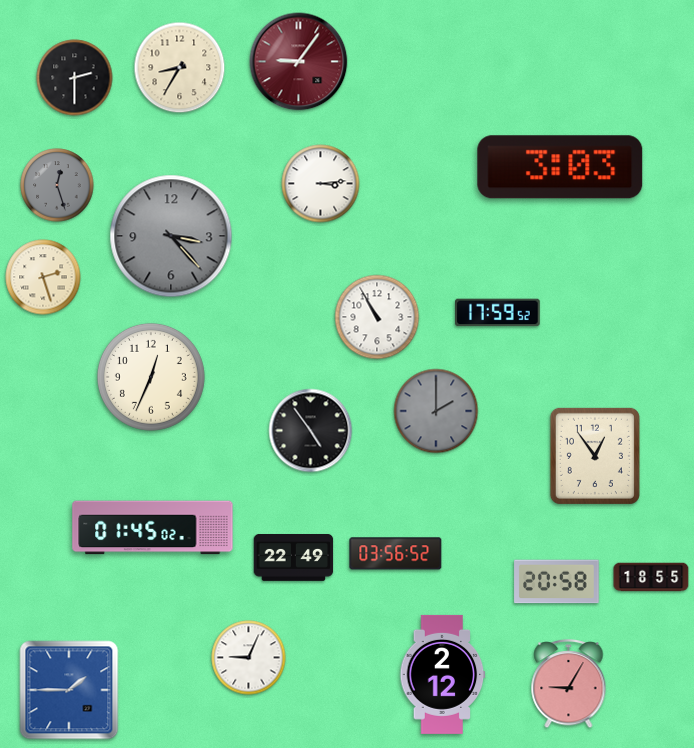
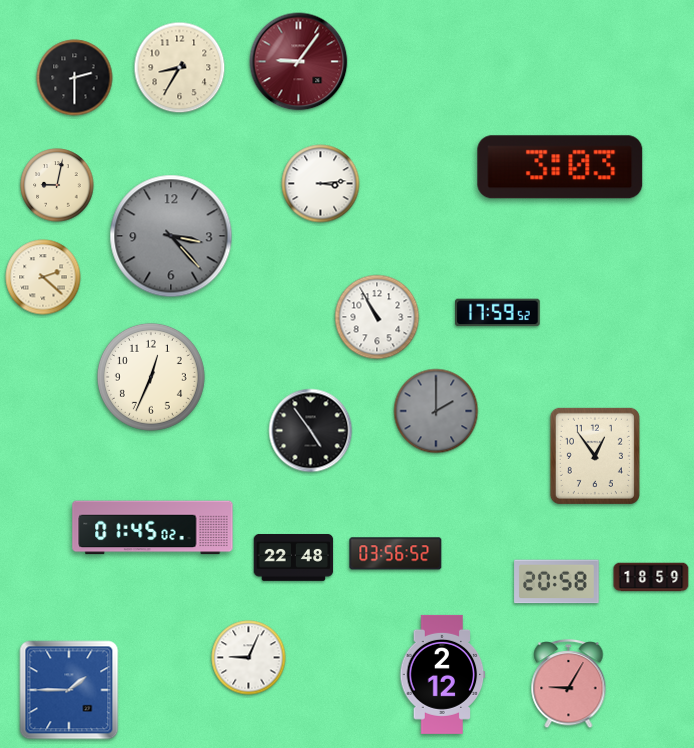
clock at (57, 185): 12:27 -> 9:02
clock at (57, 185) dial: grey -> cream
clock at (43, 277): 2:27 -> 2:22
clock at (294, 558): 22:49 -> 22:48
clock at (651, 577): 18:55 -> 18:59
